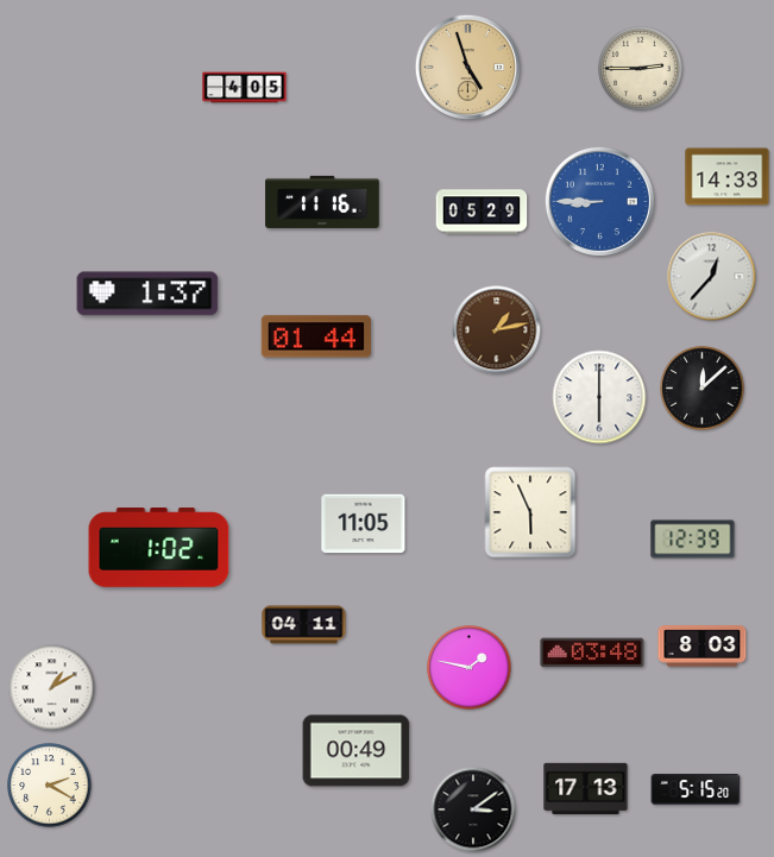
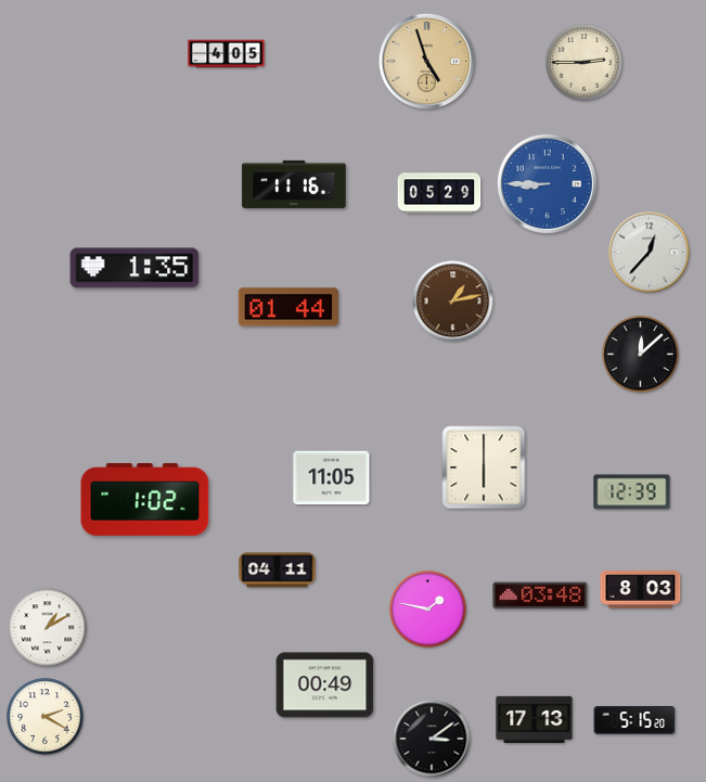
clock at (245, 88) position: (245, 88) -> (227, 54)
clock at (728, 177): 14:33 -> none
clock at (147, 294): 1:37 -> 1:35
clock at (599, 397): 6:00 -> none
clock at (530, 512): 5:56 -> 6:00
